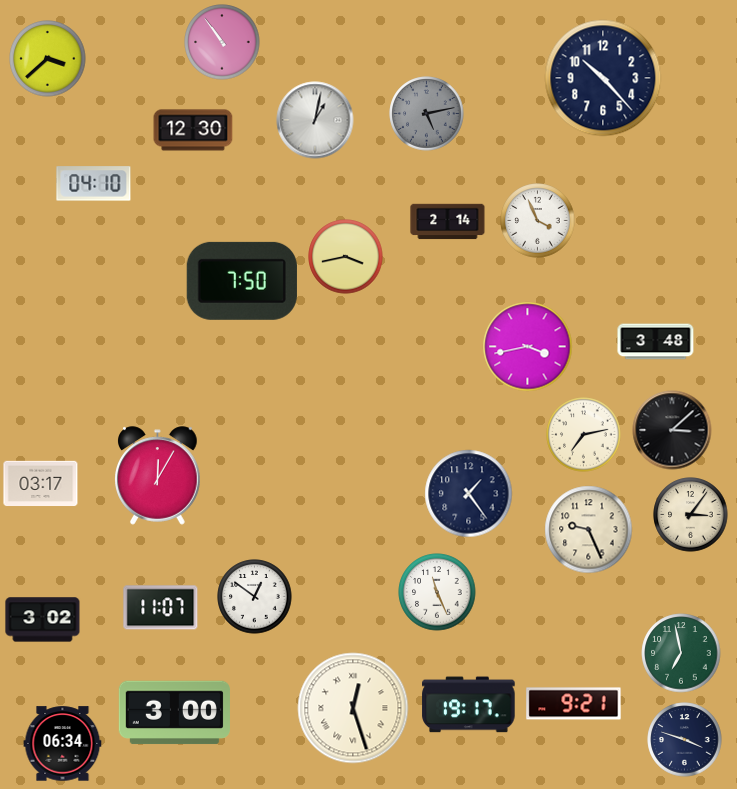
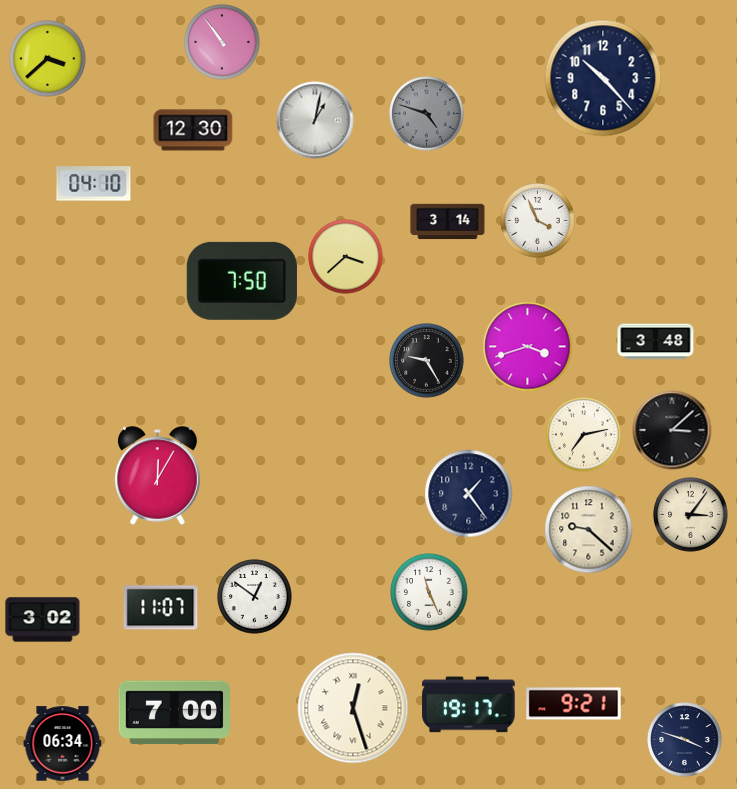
clock at (427, 114): 5:13 -> 4:48
clock at (448, 222): 2:14 -> 3:14
clock at (346, 257): 3:43 -> 3:38
clock at (528, 347): 3:43 -> 3:42
clock at (427, 361): none -> 9:25
clock at (41, 484): 03:17 -> none
clock at (589, 530): 9:26 -> 9:22
clock at (437, 592) position: (437, 592) -> (429, 592)
clock at (681, 653): 6:58 -> none
clock at (174, 713): 3:00 -> 7:00
